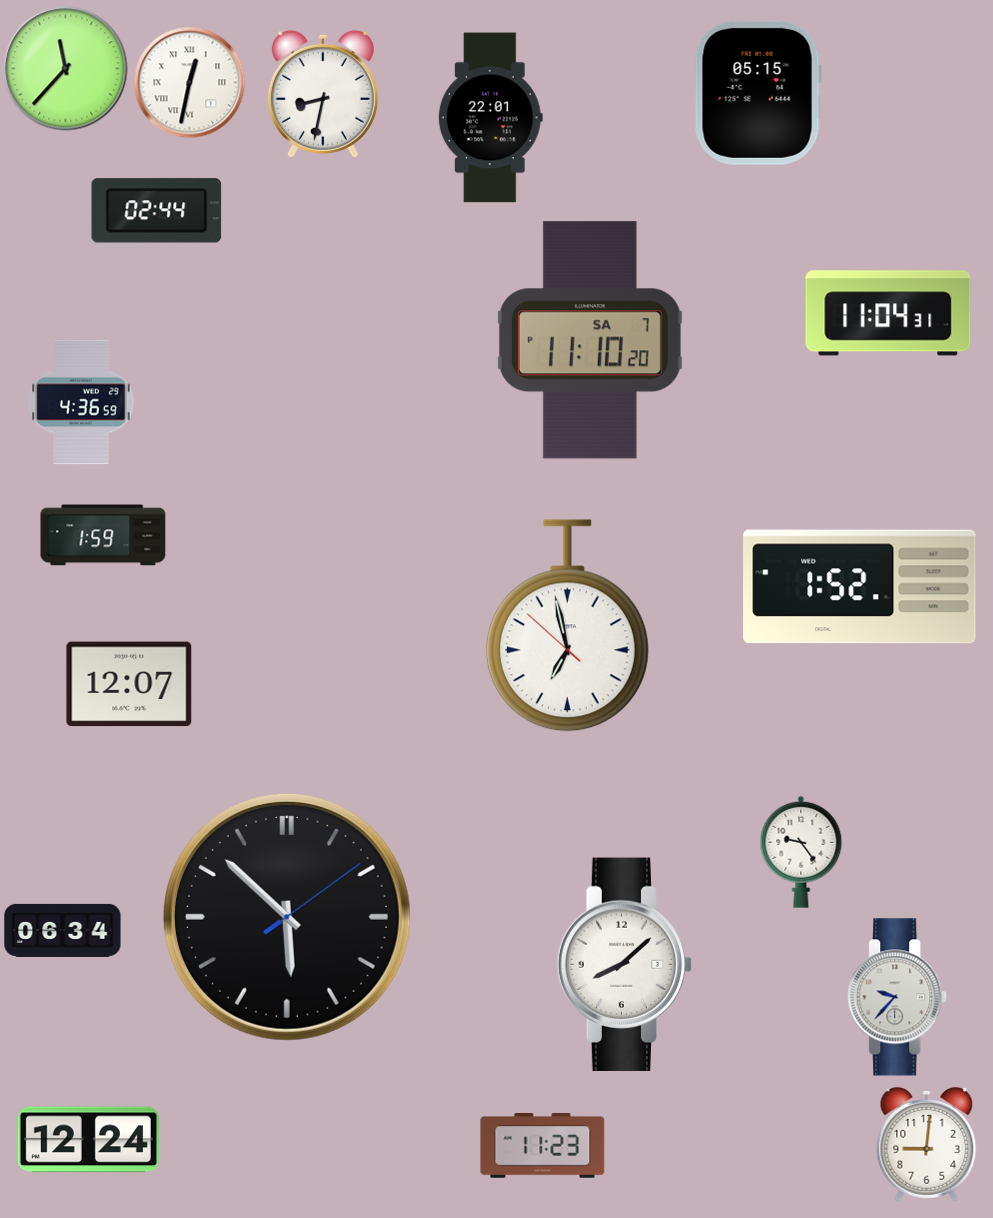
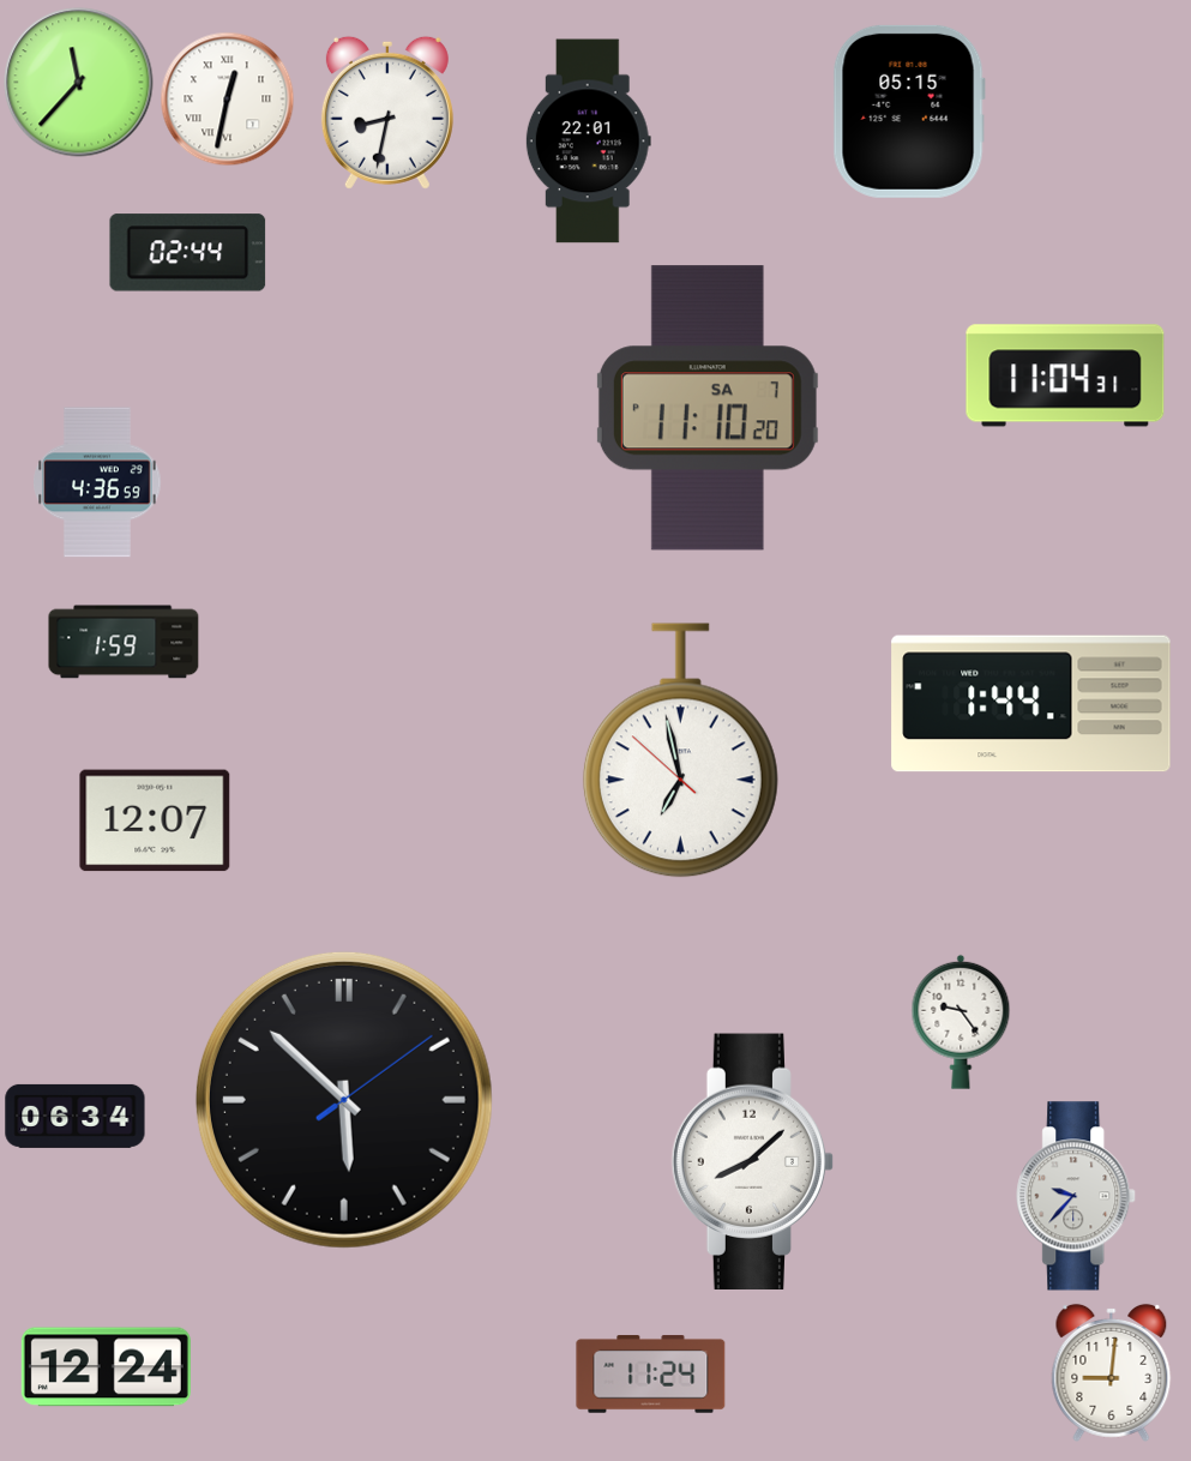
clock at (860, 587): 1:52 -> 1:44
clock at (625, 964) position: (625, 964) -> (753, 1161)
clock at (543, 1146): 11:23 -> 11:24
